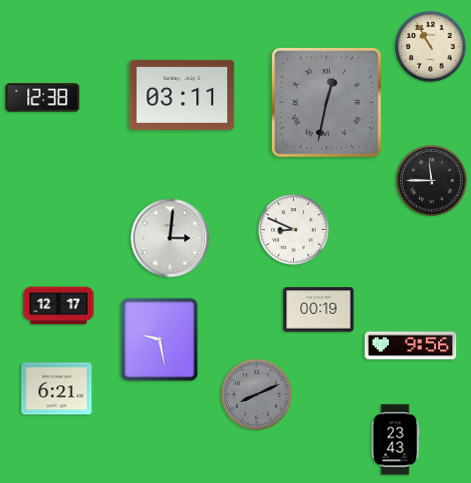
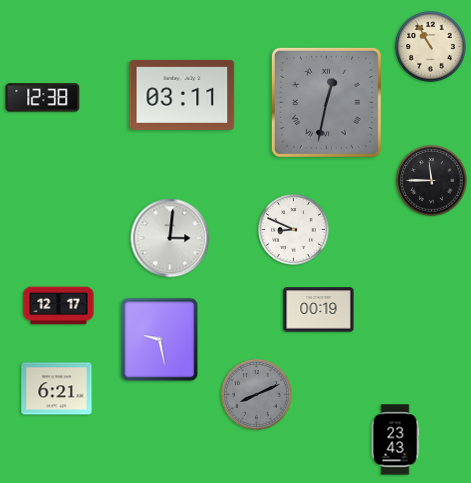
clock at (411, 346): 9:56 -> none
